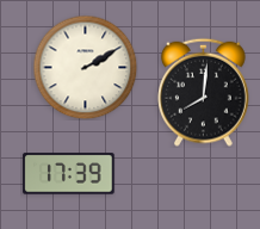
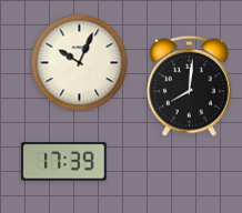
clock at (85, 67): 2:10 -> 10:04
